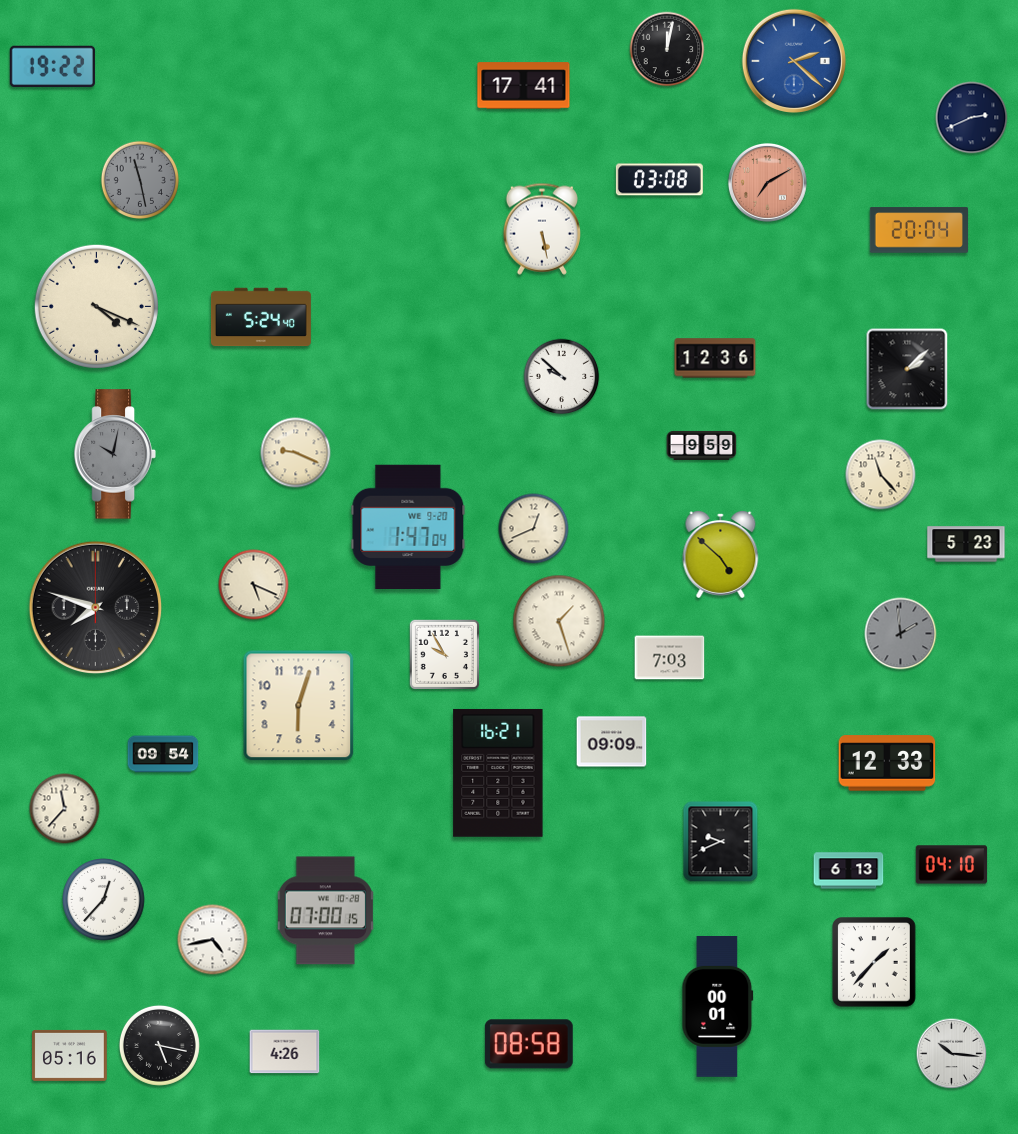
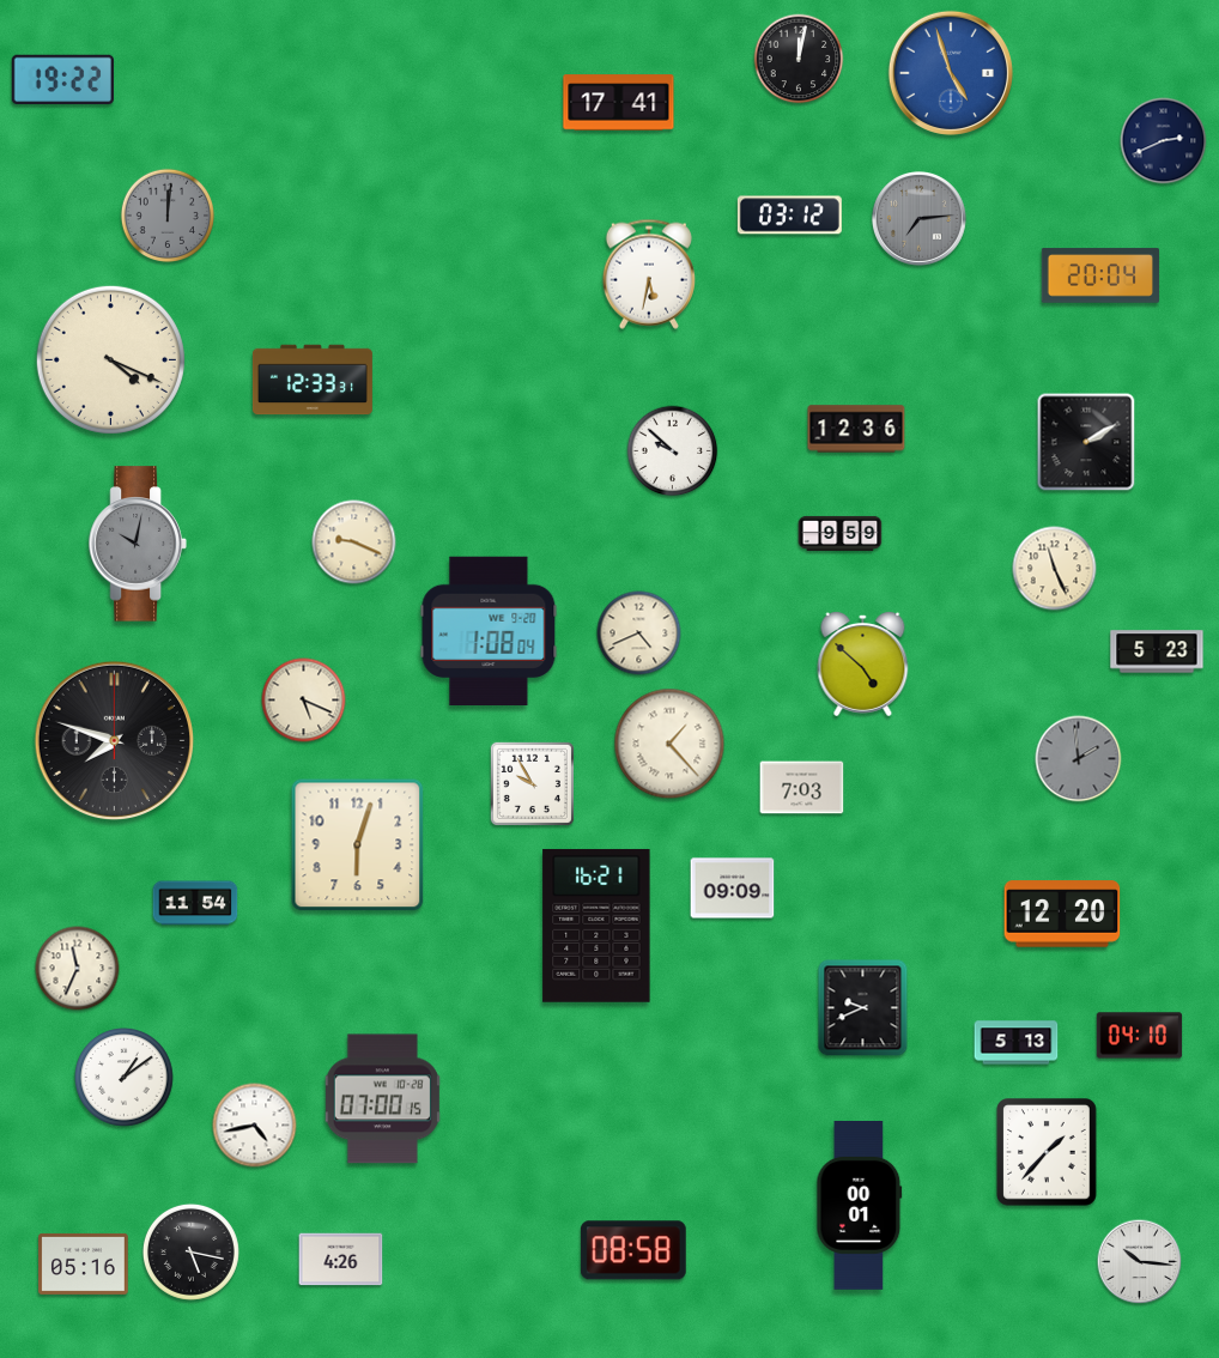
clock at (794, 61): 2:22 -> 4:57
clock at (524, 86) position: (524, 86) -> (619, 103)
clock at (139, 179): 11:28 -> 12:01
clock at (659, 180): 03:08 -> 03:12
clock at (768, 183): 7:10 -> 7:14
clock at (768, 183) dial: salmon -> grey
clock at (542, 229): 5:28 -> 5:32
clock at (96, 306) position: (96, 306) -> (110, 359)
clock at (261, 317): 5:24 -> 12:33
clock at (907, 369): 2:08 -> 2:10
clock at (881, 475): 11:23 -> 11:26
clock at (408, 526): 1:47 -> 1:08
clock at (534, 529): 12:41 -> 4:41
clock at (95, 607) position: (95, 607) -> (114, 740)
clock at (559, 621): 1:27 -> 1:23
clock at (163, 754): 09:54 -> 11:54
clock at (887, 763): 12:33 -> 12:20
clock at (65, 809): 11:37 -> 11:34
clock at (849, 871): 6:13 -> 5:13
clock at (104, 900): 12:37 -> 1:09
clock at (325, 911) position: (325, 911) -> (382, 1099)
